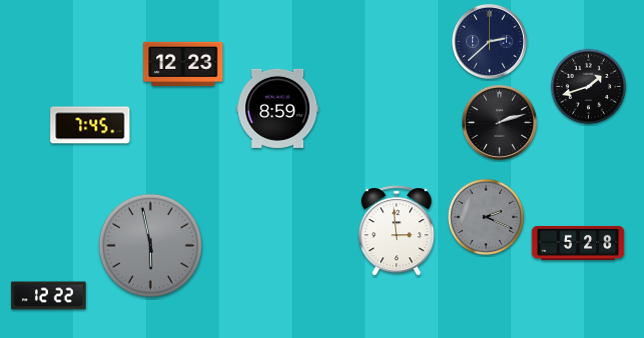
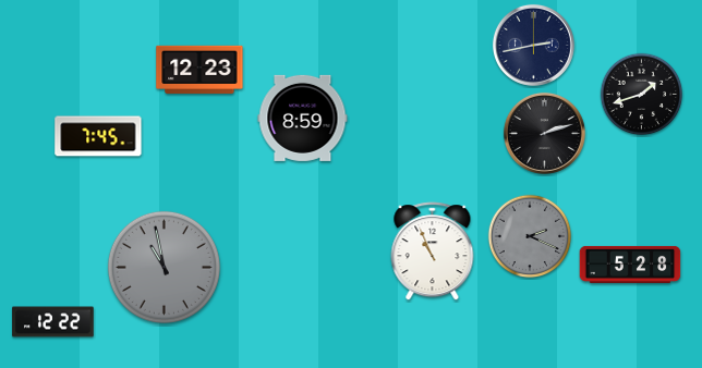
clock at (489, 41): 2:38 -> 2:43
clock at (397, 231): 2:59 -> 10:56
clock at (150, 245): 5:58 -> 10:58
